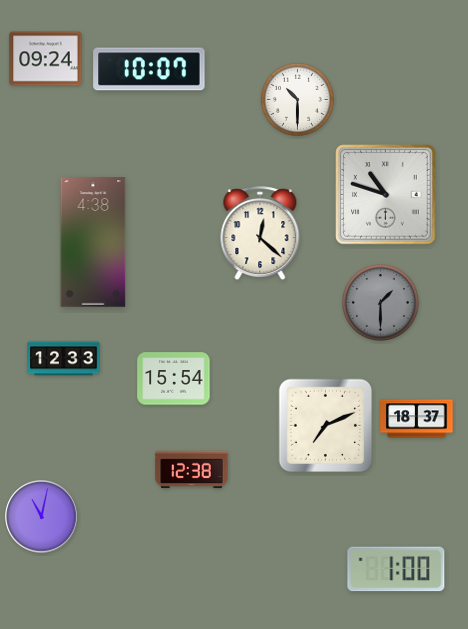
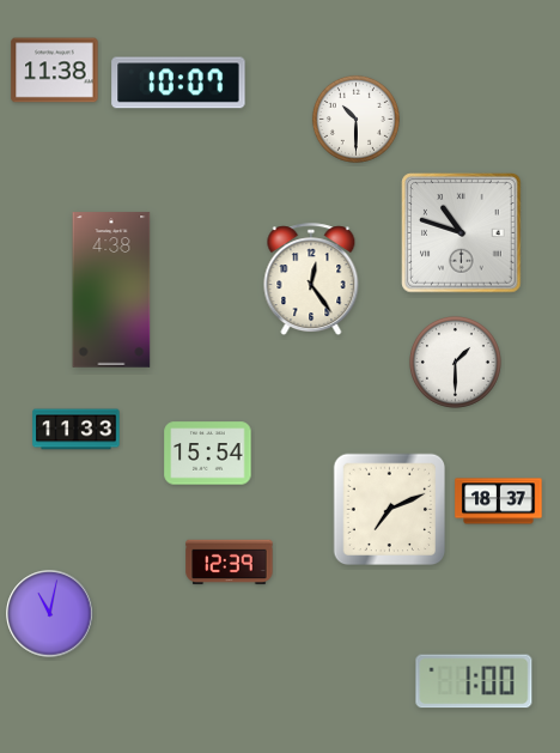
clock at (46, 59): 09:24 -> 11:38
clock at (260, 234): 12:22 -> 12:24
clock at (380, 302) dial: grey -> white
clock at (64, 359): 12:33 -> 11:33
clock at (192, 470): 12:38 -> 12:39
clock at (42, 517) position: (42, 517) -> (50, 614)
